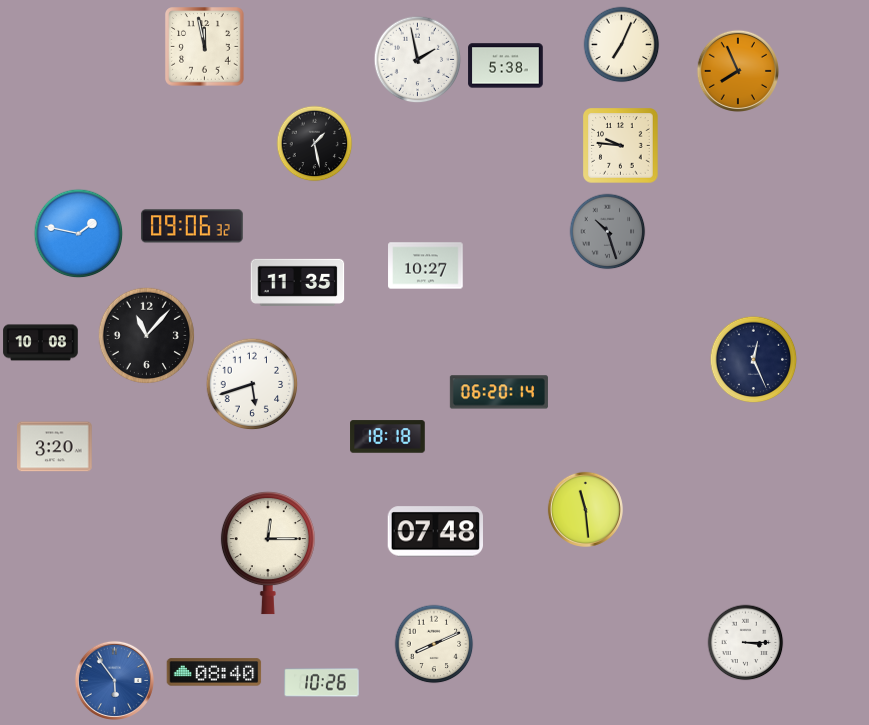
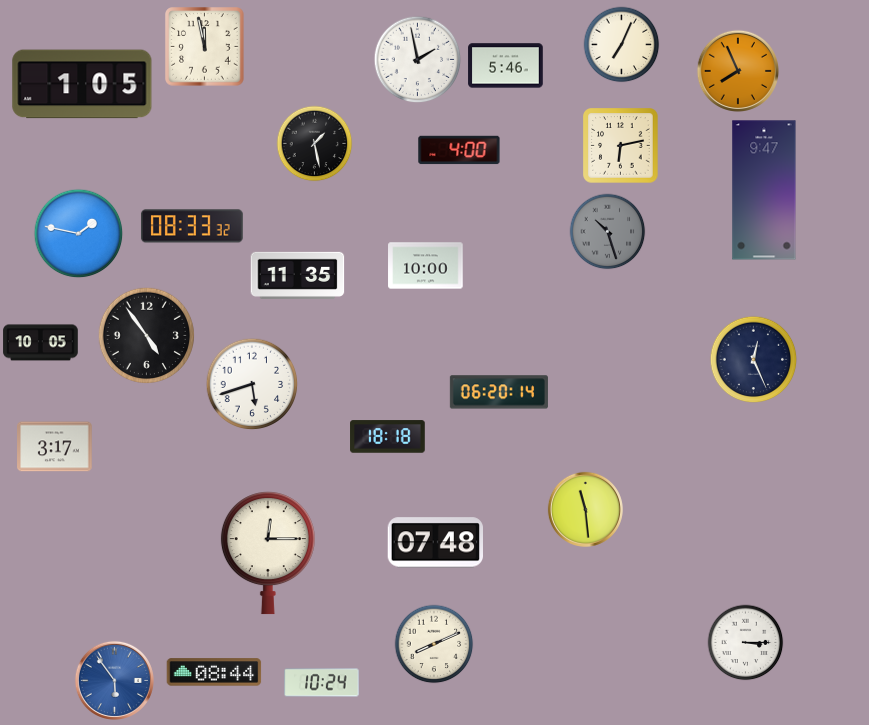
clock at (506, 66): 5:38 -> 5:46
clock at (82, 84): none -> 1:05
clock at (621, 146): 9:46 -> 6:13
clock at (459, 150): none -> 4:00
clock at (764, 190): none -> 9:47
clock at (192, 226): 09:06 -> 08:33
clock at (426, 266): 10:27 -> 10:00
clock at (298, 282) position: (298, 282) -> (298, 275)
clock at (146, 335): 11:07 -> 4:54
clock at (41, 343): 10:08 -> 10:05
clock at (55, 447): 3:20 -> 3:17
clock at (435, 532) position: (435, 532) -> (435, 543)
clock at (214, 672): 08:40 -> 08:44
clock at (322, 683): 10:26 -> 10:24
